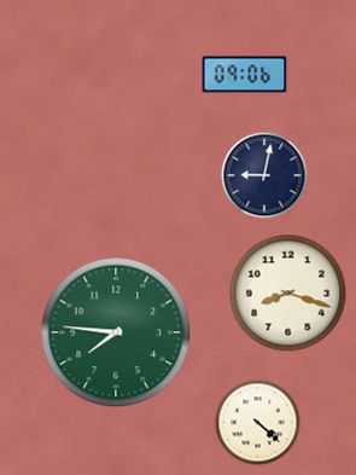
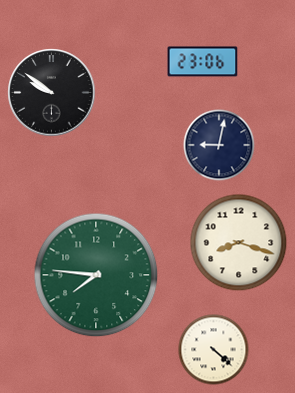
clock at (245, 75): 09:06 -> 23:06
clock at (52, 93): none -> 9:51
